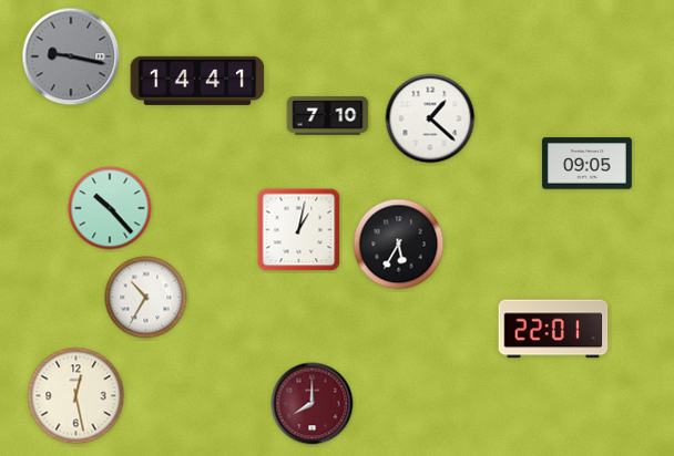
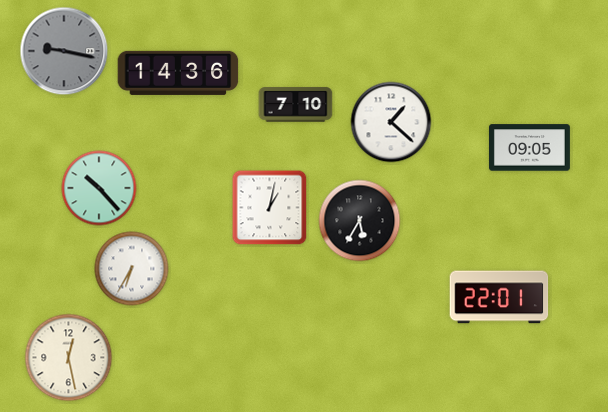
clock at (197, 81): 14:41 -> 14:36
clock at (430, 118) position: (430, 118) -> (391, 122)
clock at (146, 298): 10:35 -> 6:35
clock at (313, 404): 8:00 -> none
